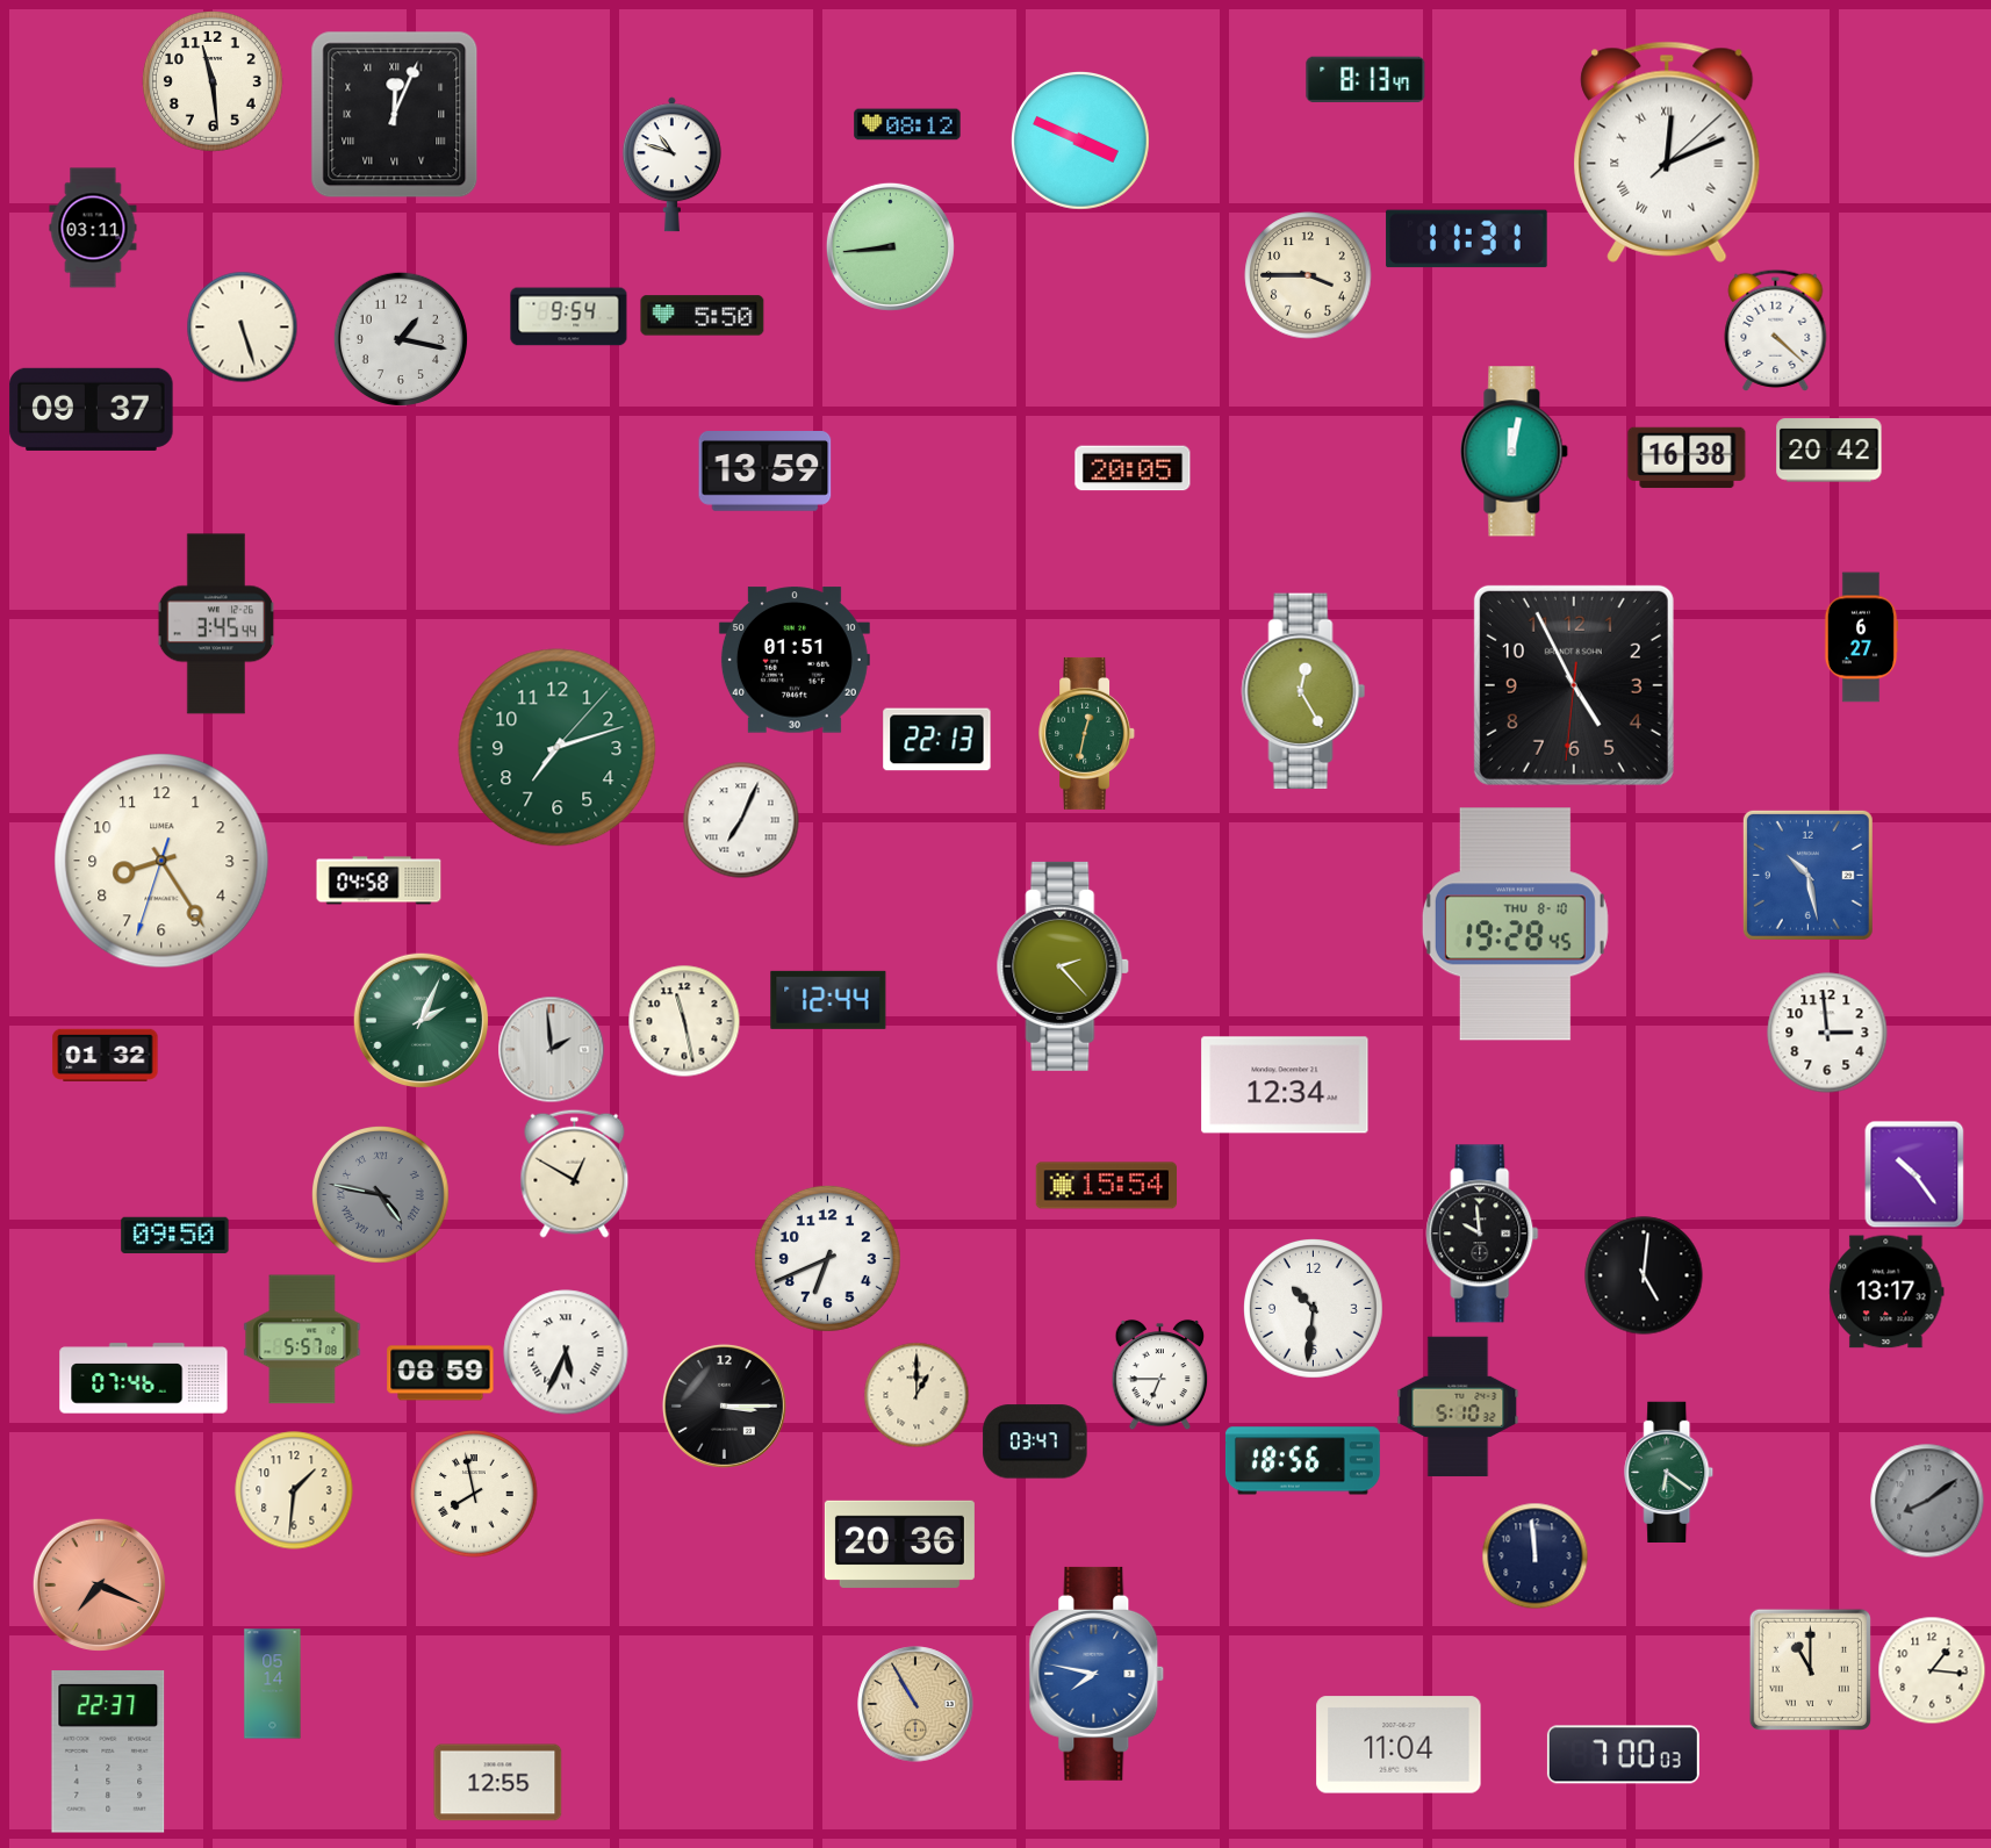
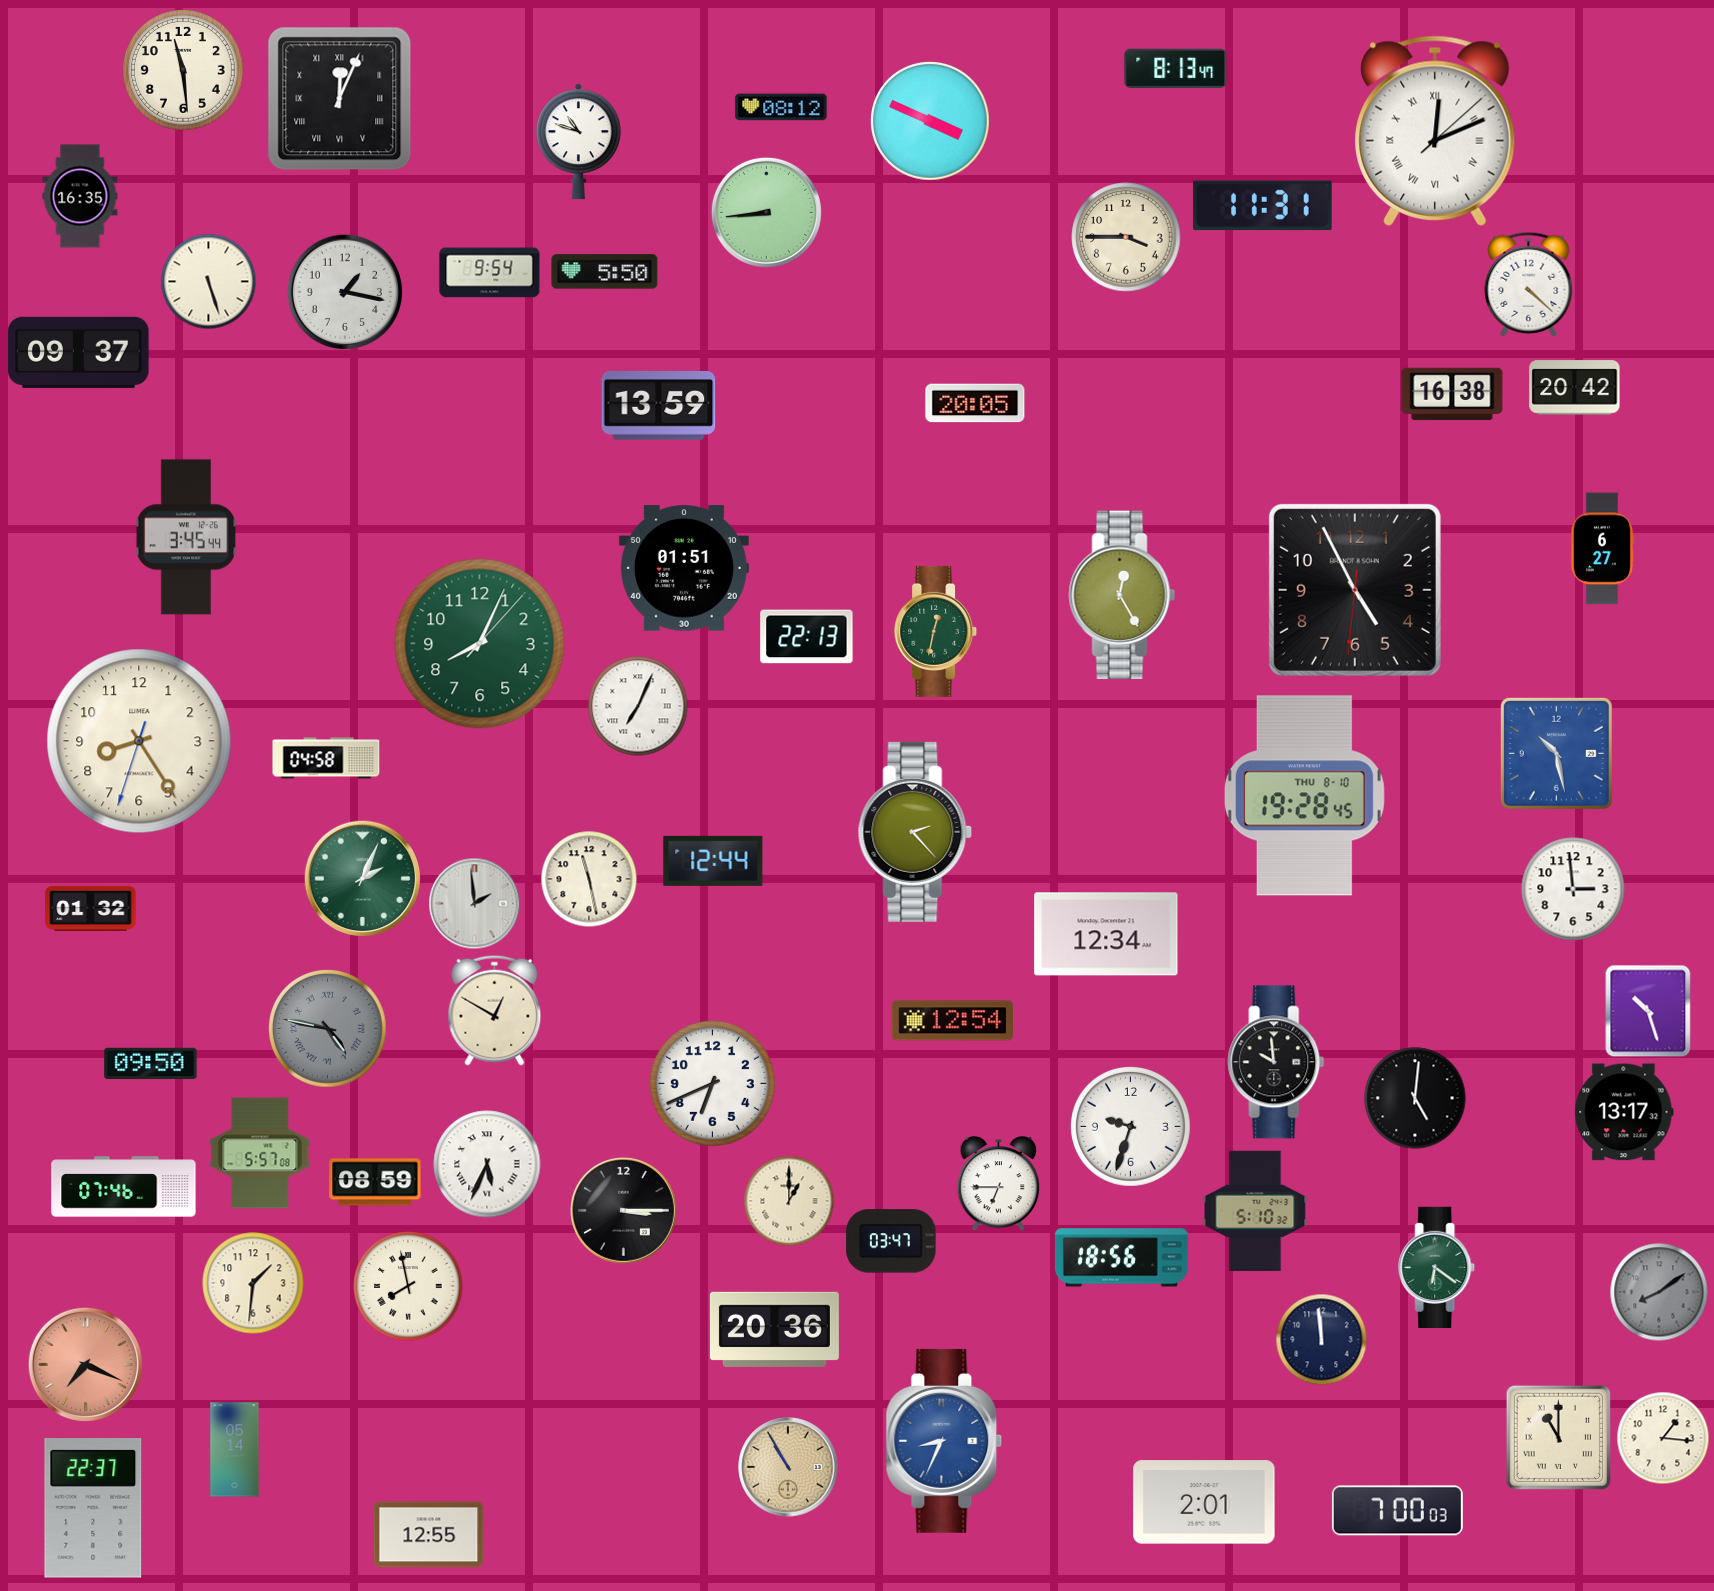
clock at (93, 228): 03:11 -> 16:35
clock at (1515, 452): 12:02 -> none
clock at (558, 748): 7:12 -> 8:04
clock at (1914, 1174): 10:24 -> 10:27
clock at (1107, 1186): 15:54 -> 12:54
clock at (1314, 1309): 10:31 -> 9:33
clock at (440, 1373) position: (440, 1373) -> (375, 1182)
clock at (1097, 1674): 7:47 -> 8:34
clock at (1399, 1745): 11:04 -> 2:01
